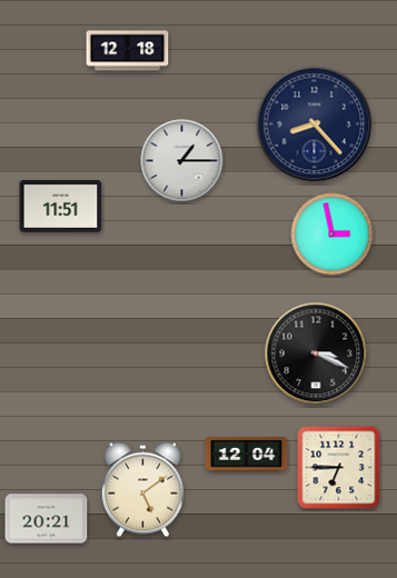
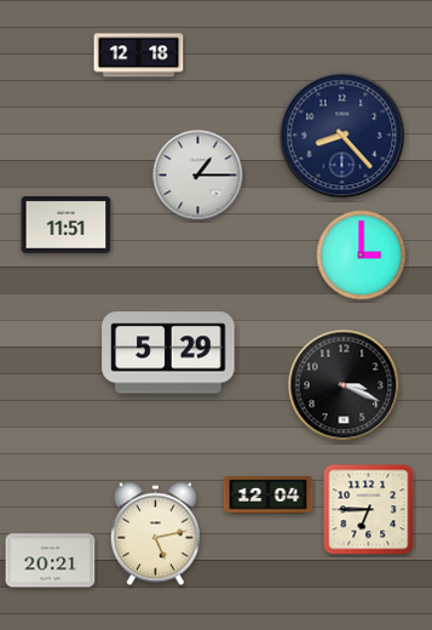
clock at (333, 235): 2:58 -> 3:00
clock at (168, 353): none -> 5:29
clock at (142, 490): 5:09 -> 5:13
clock at (47, 519) position: (47, 519) -> (51, 561)
